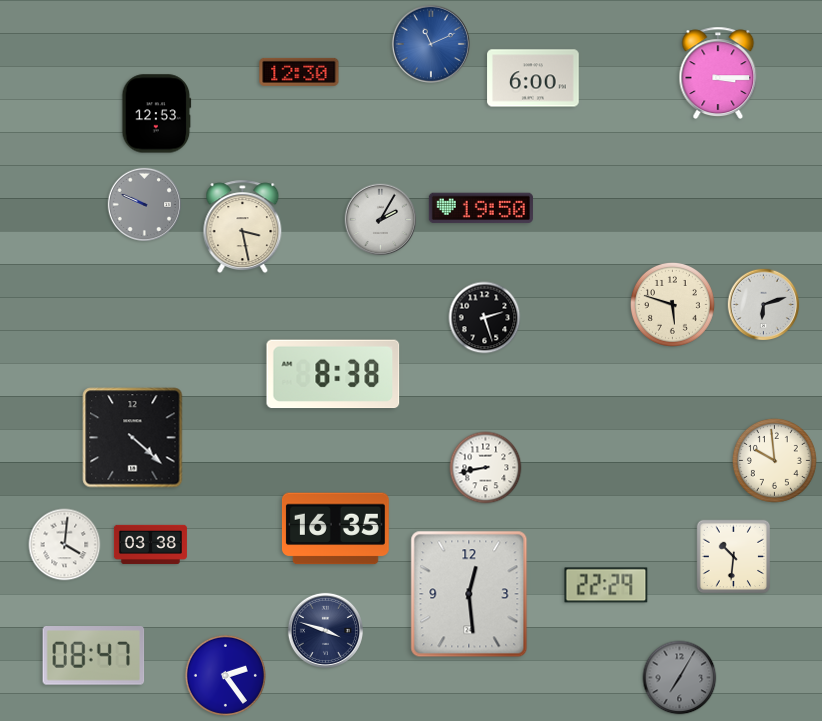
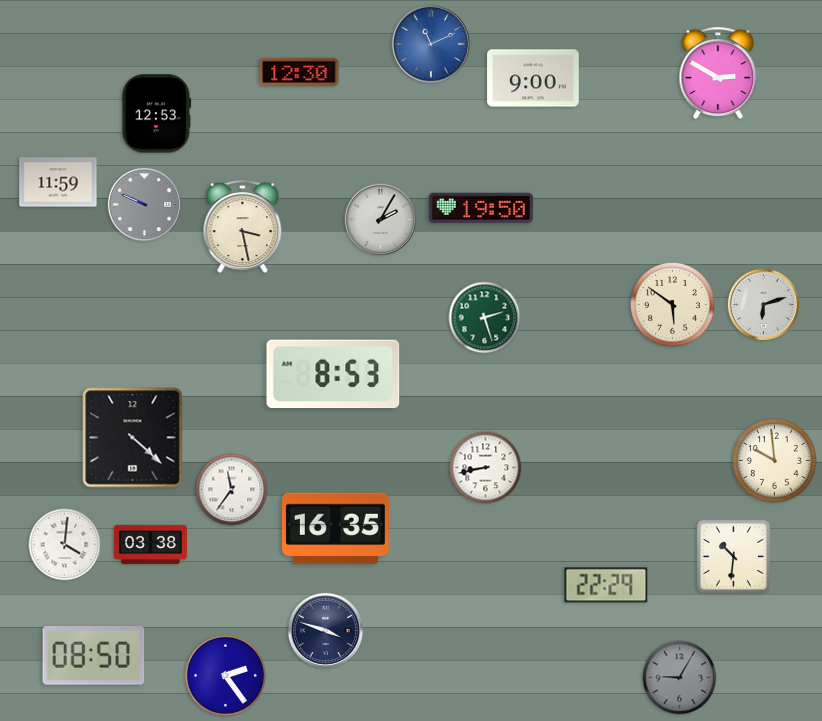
clock at (718, 72): 3:15 -> 2:50
clock at (533, 78): 6:00 -> 9:00
clock at (58, 182): none -> 11:59
clock at (672, 304): 5:48 -> 5:51
clock at (485, 318) dial: black -> green
clock at (333, 374): 8:38 -> 8:53
clock at (232, 490): none -> 11:36
clock at (469, 594): 12:29 -> none
clock at (94, 656): 08:47 -> 08:50
clock at (680, 678): 7:05 -> 9:05
